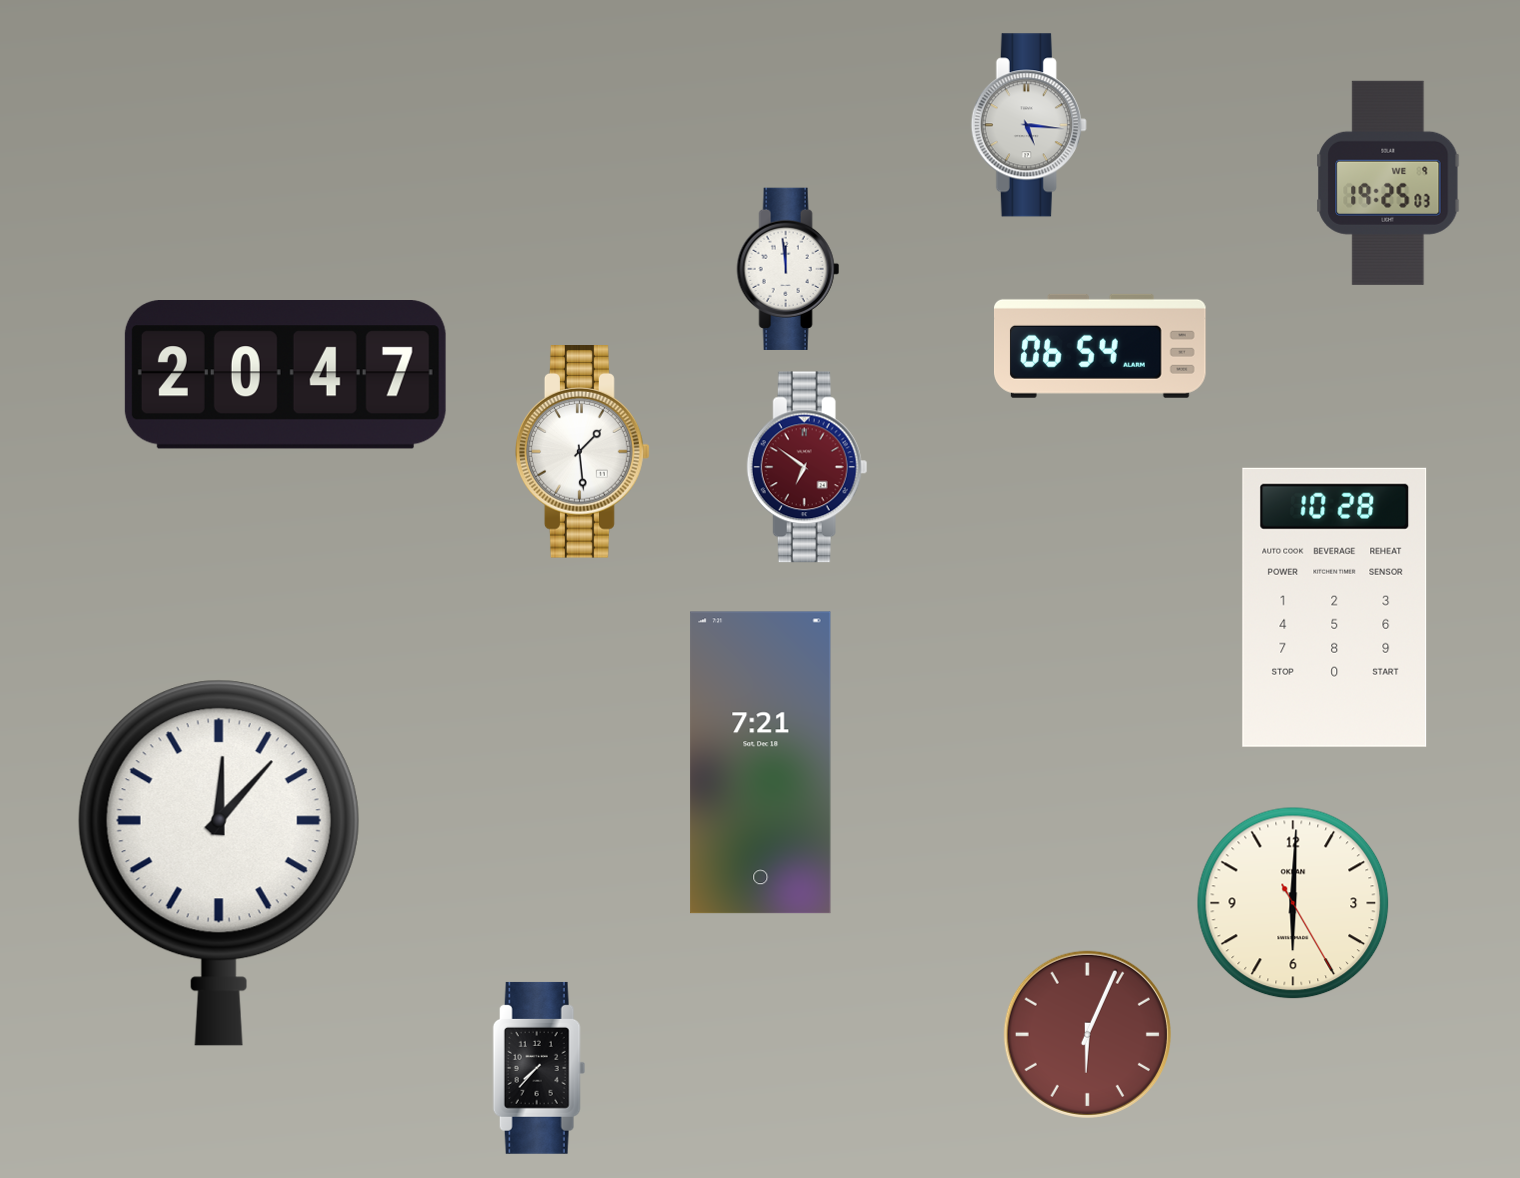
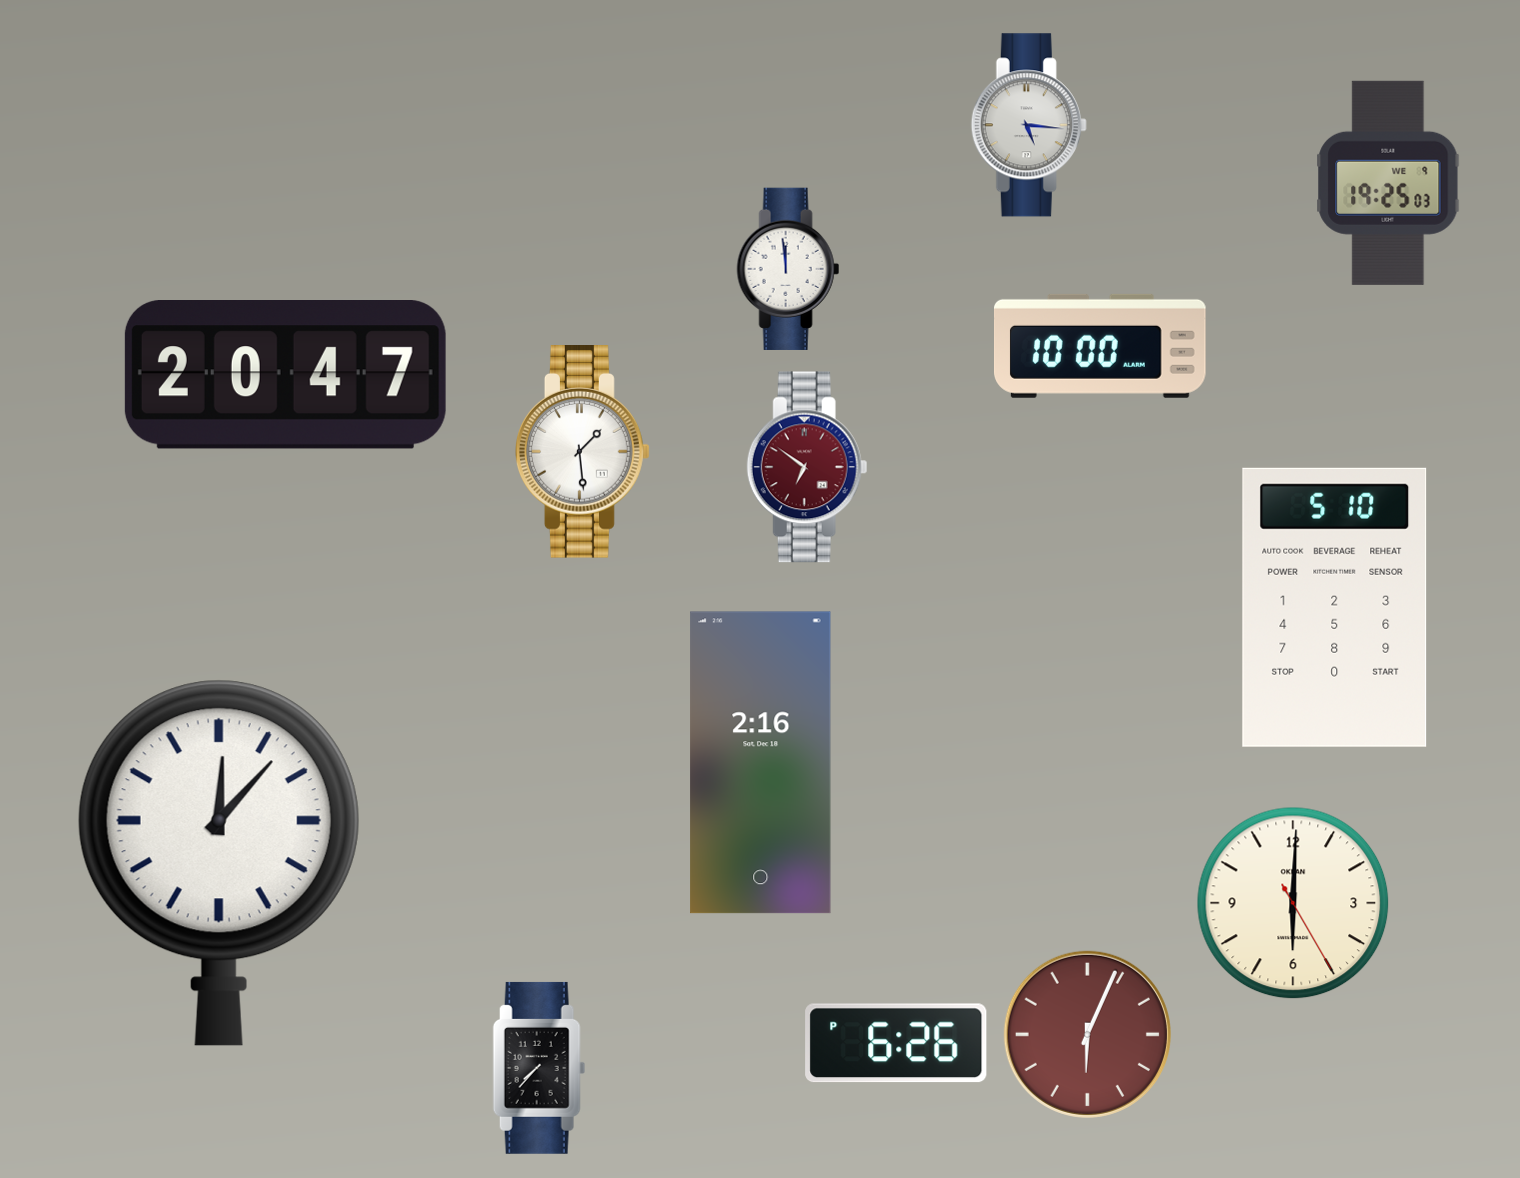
clock at (1101, 346): 06:54 -> 10:00
clock at (1335, 607): 10:28 -> 5:10
clock at (761, 763): 7:21 -> 2:16
clock at (896, 1043): none -> 6:26
